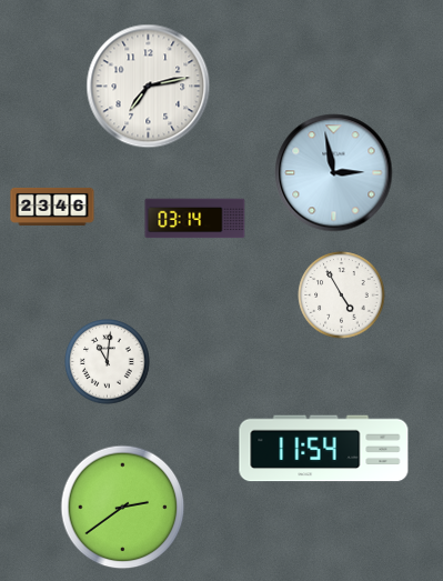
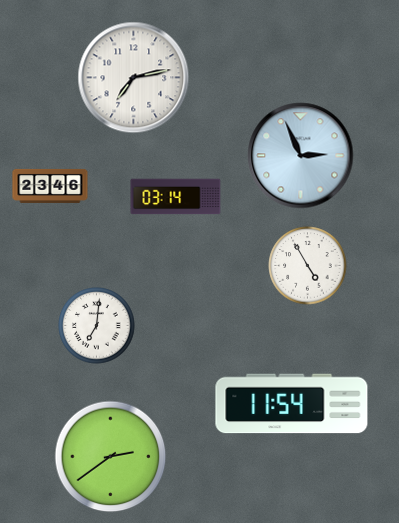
clock at (334, 173): 2:58 -> 2:56
clock at (52, 207) position: (52, 207) -> (50, 186)
clock at (108, 362): 11:01 -> 7:01
